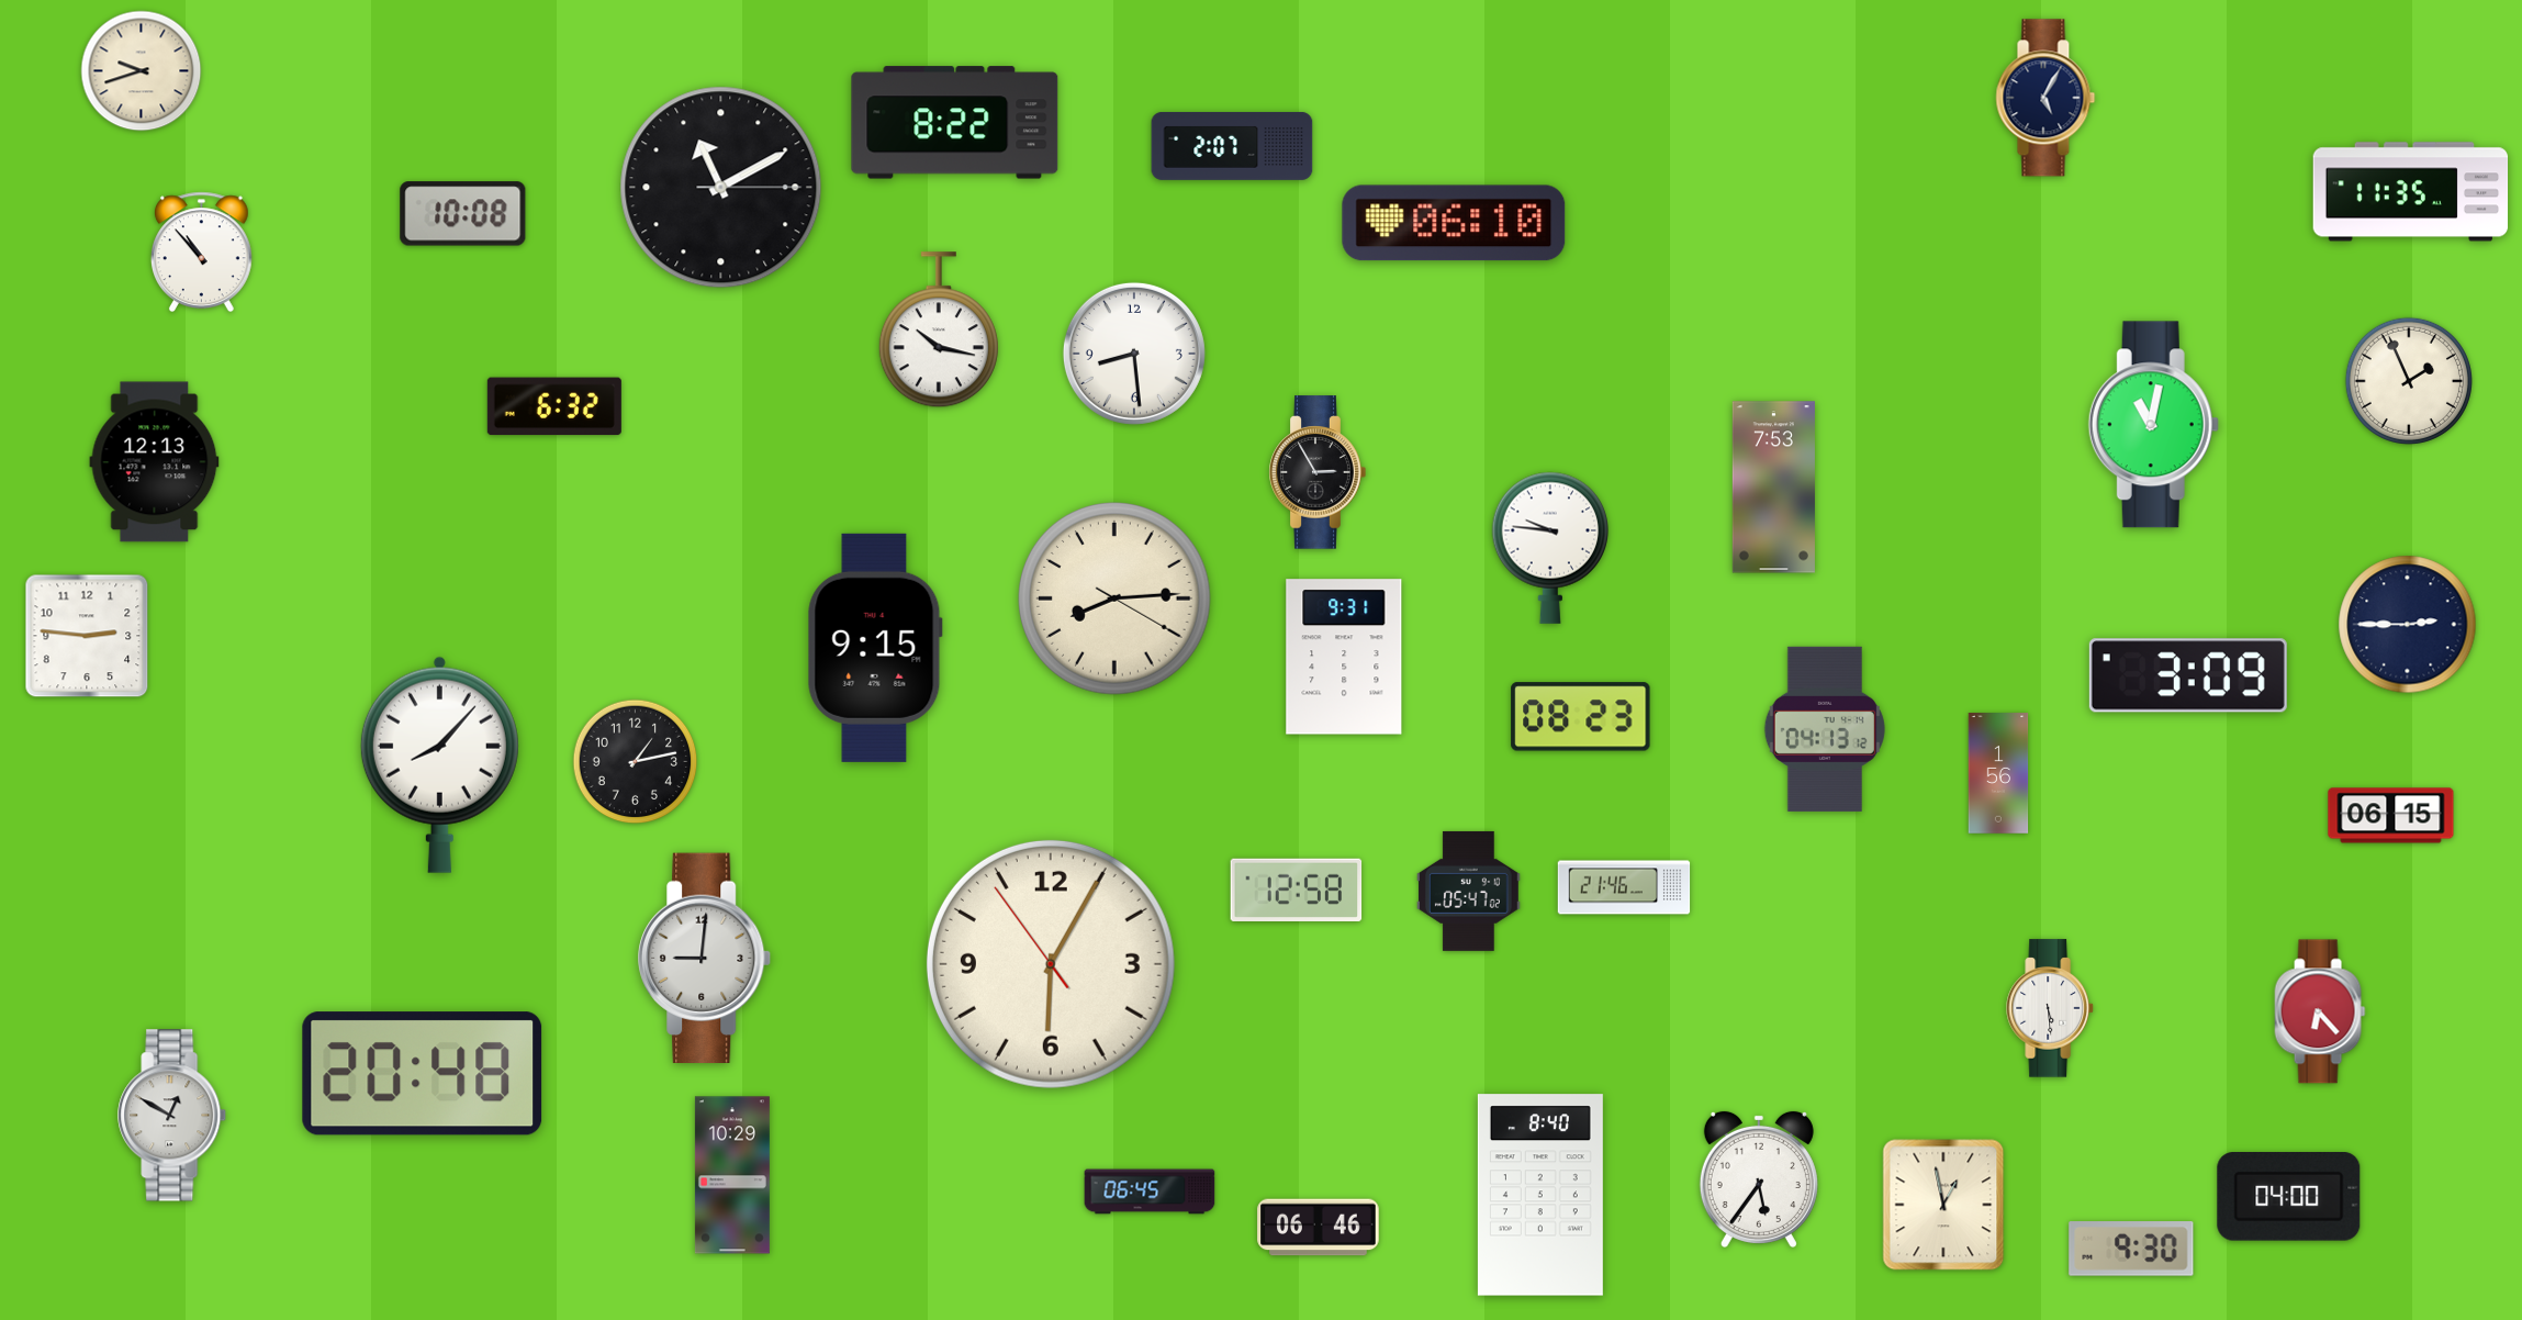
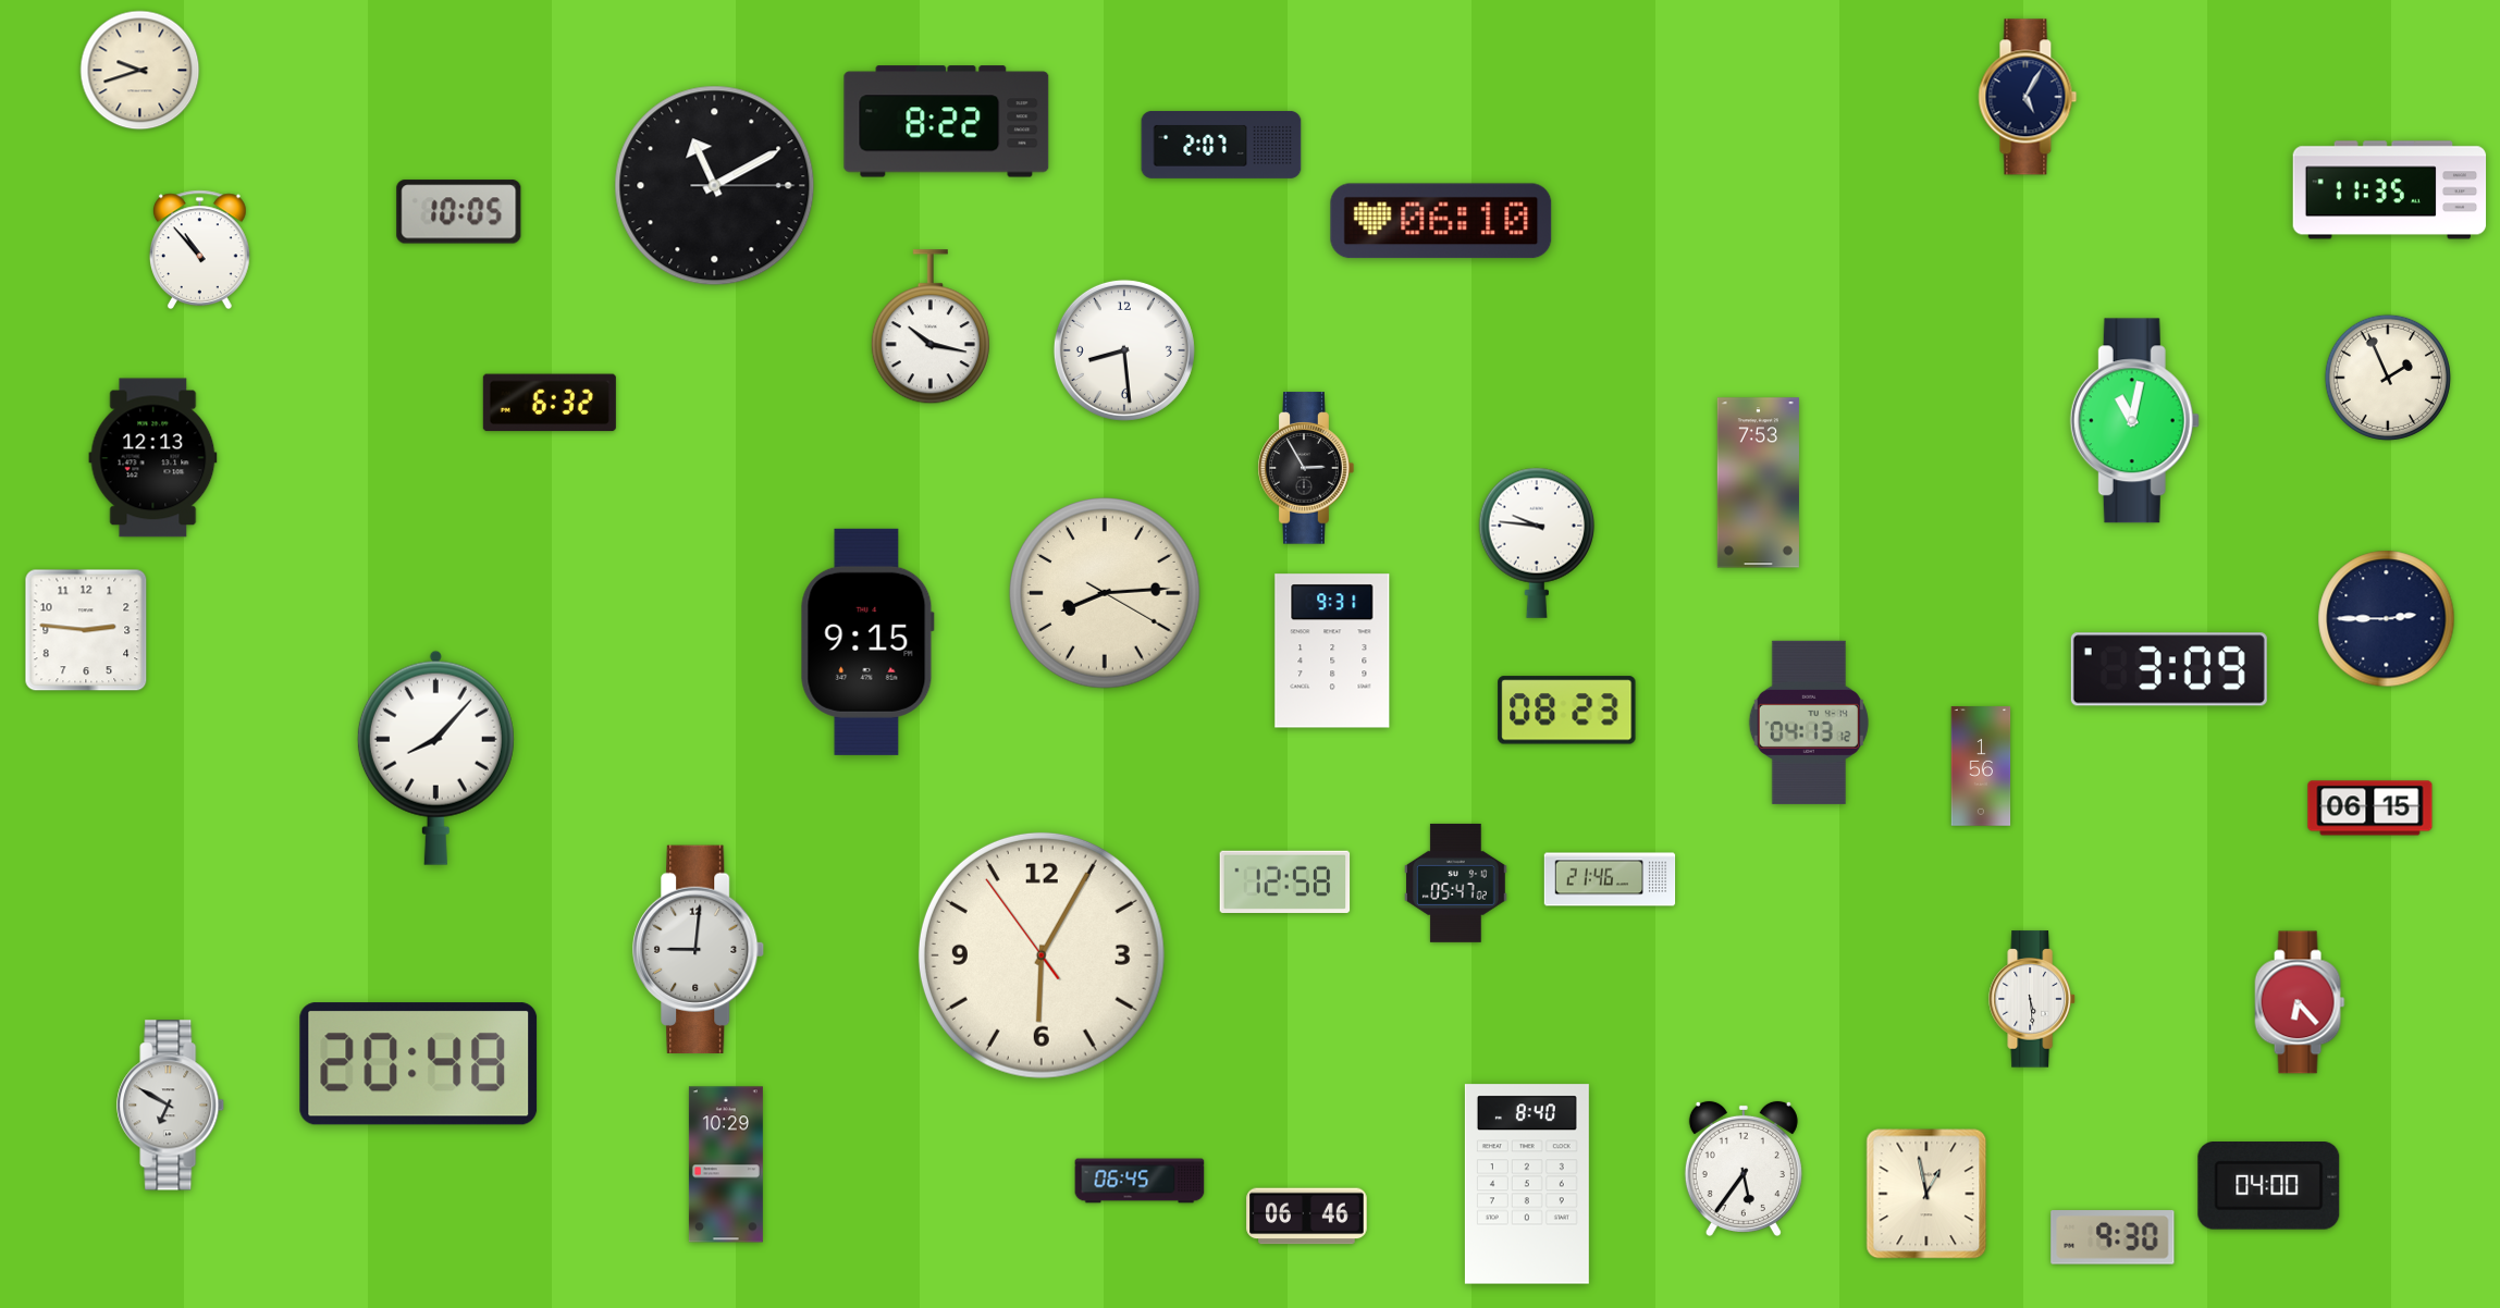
clock at (463, 214): 10:08 -> 10:05
clock at (636, 762): 1:13 -> none
clock at (172, 1116): 12:50 -> 6:50
